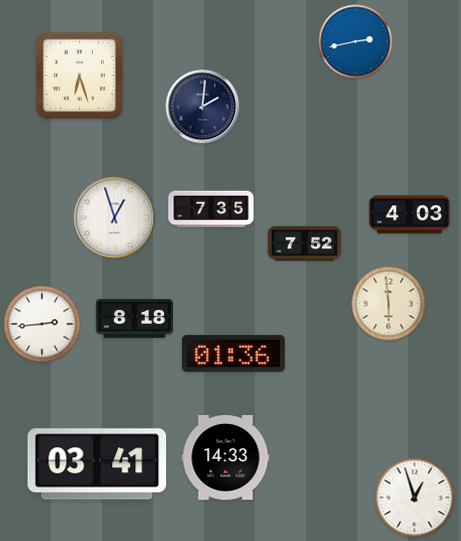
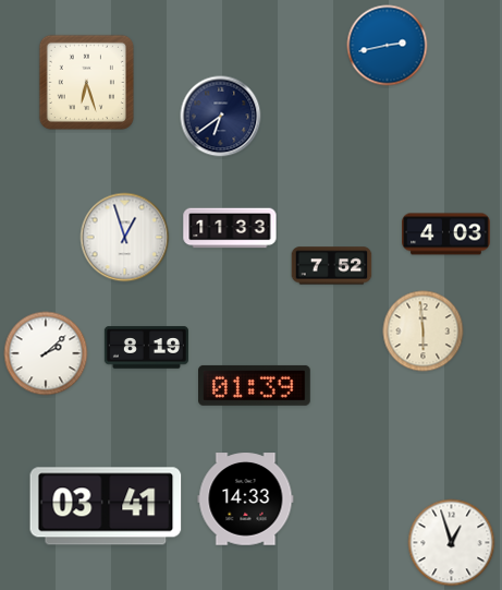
clock at (203, 107): 2:01 -> 6:39
clock at (211, 209): 7:35 -> 11:33
clock at (134, 319): 8:18 -> 8:19
clock at (42, 324): 2:44 -> 2:08
clock at (234, 353): 01:36 -> 01:39
